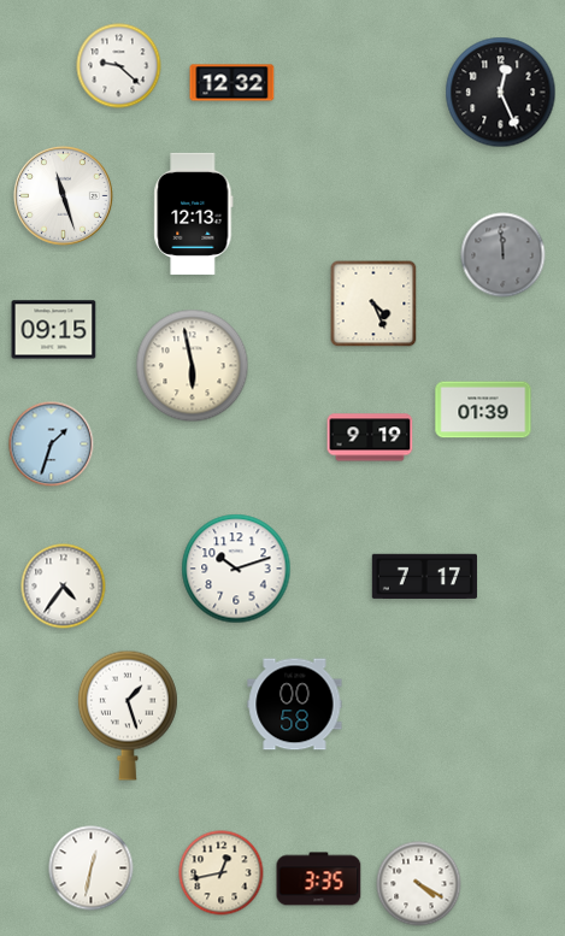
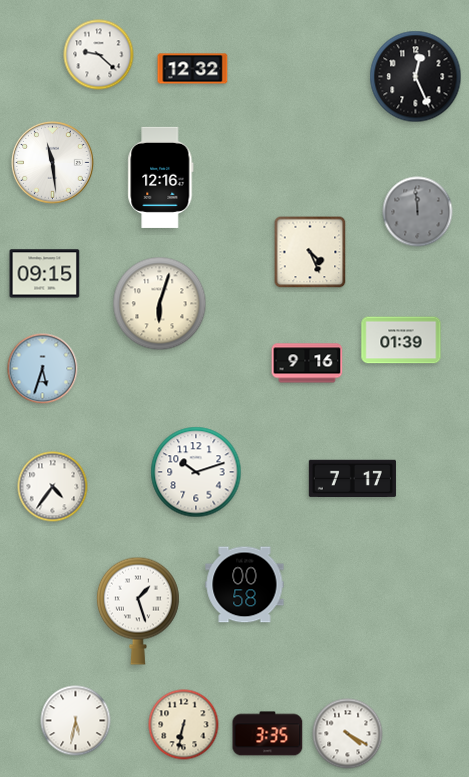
clock at (64, 196): 11:27 -> 11:29
clock at (194, 213): 12:13 -> 12:16
clock at (193, 366): 5:58 -> 6:03
clock at (370, 437): 9:19 -> 9:16
clock at (52, 445): 1:33 -> 5:33
clock at (128, 716) position: (128, 716) -> (138, 611)
clock at (92, 869): 12:32 -> 5:32
clock at (222, 873): 12:43 -> 6:32
clock at (319, 879) position: (319, 879) -> (268, 734)
